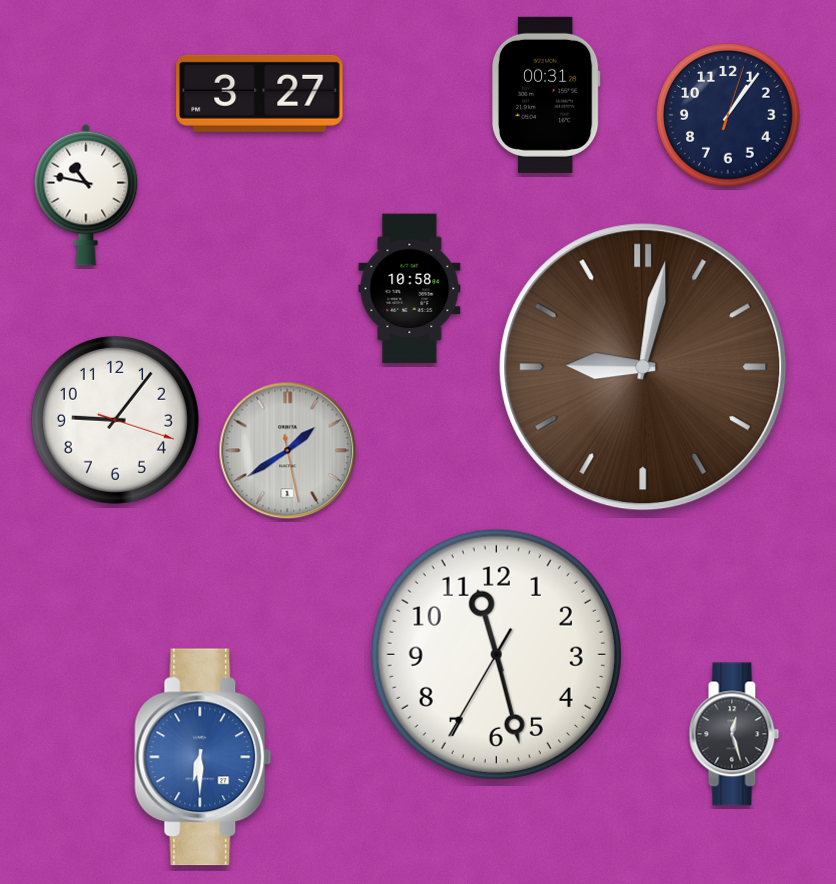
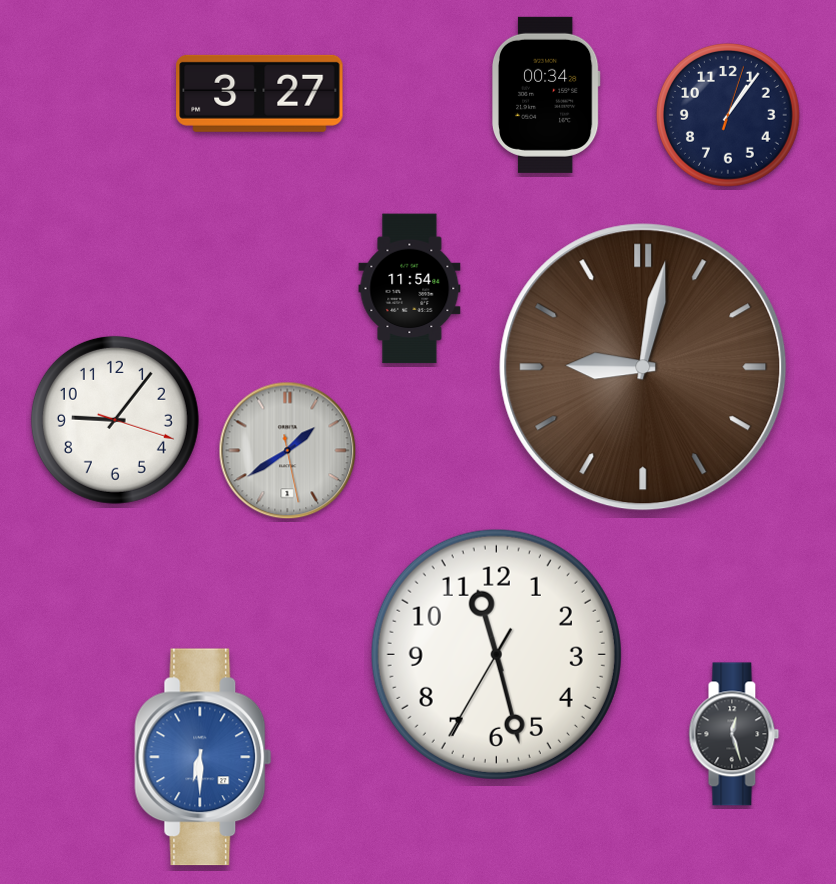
clock at (546, 95): 00:31 -> 00:34
clock at (86, 195): 10:47 -> none
clock at (410, 289): 10:58 -> 11:54
